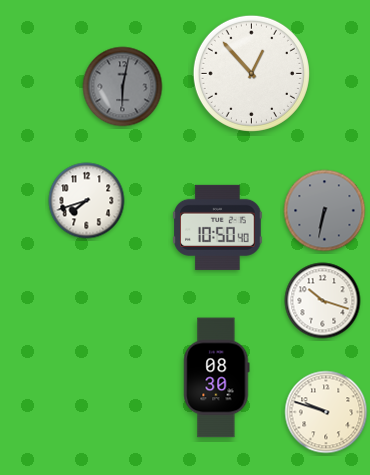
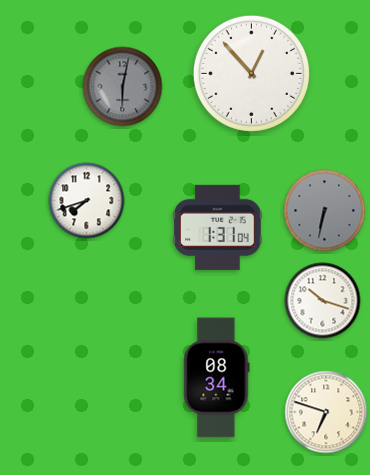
clock at (218, 227): 10:50 -> 1:31
clock at (217, 378): 08:30 -> 08:34
clock at (326, 412): 9:48 -> 6:48
